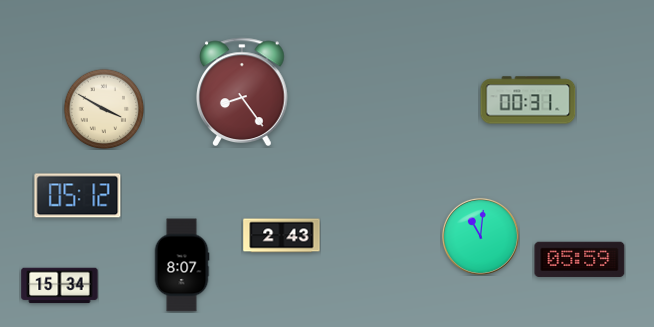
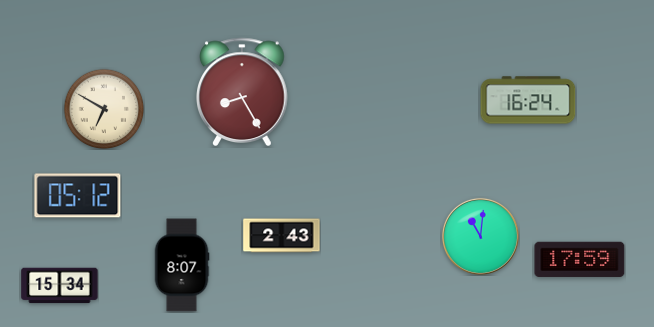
clock at (242, 91): 8:24 -> 8:25
clock at (528, 100): 00:31 -> 16:24
clock at (104, 109): 3:50 -> 6:50
clock at (580, 259): 05:59 -> 17:59
